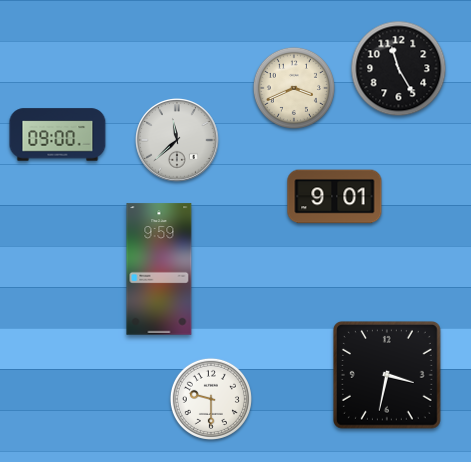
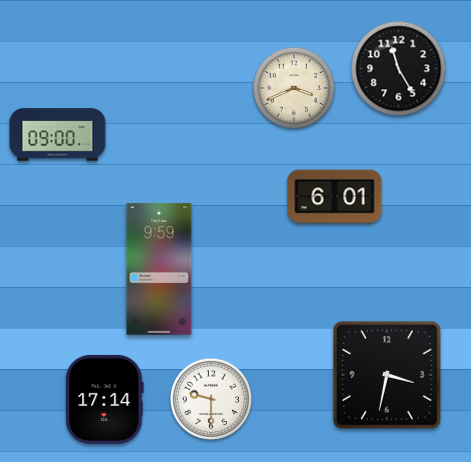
clock at (178, 141): 11:38 -> none
clock at (335, 197): 9:01 -> 6:01
clock at (105, 399): none -> 17:14
